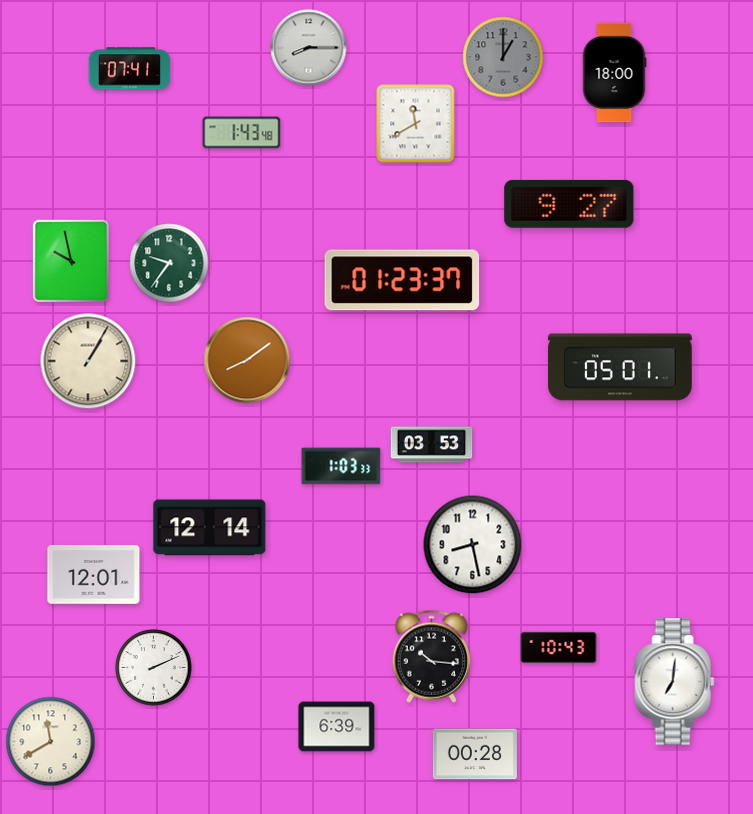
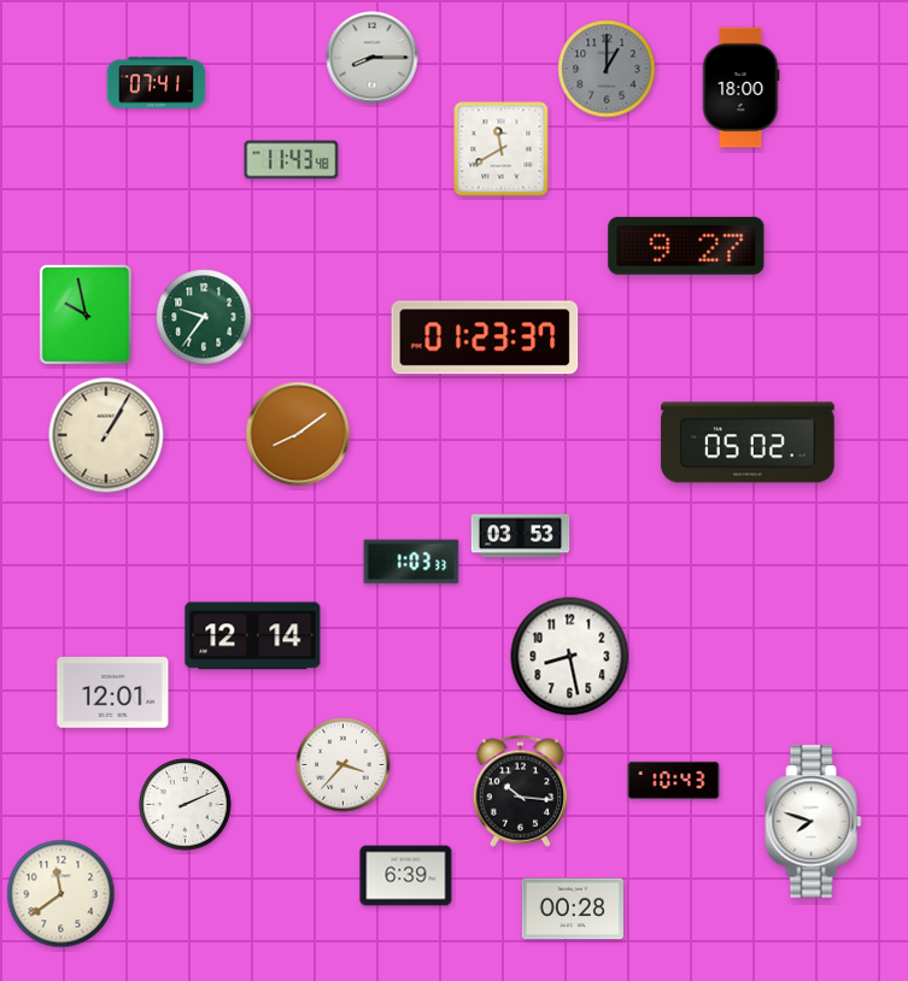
clock at (242, 133): 1:43 -> 11:43
clock at (620, 367): 05:01 -> 05:02
clock at (344, 765): none -> 3:37
clock at (675, 682): 7:01 -> 7:48
clock at (51, 742): 11:40 -> 11:39
